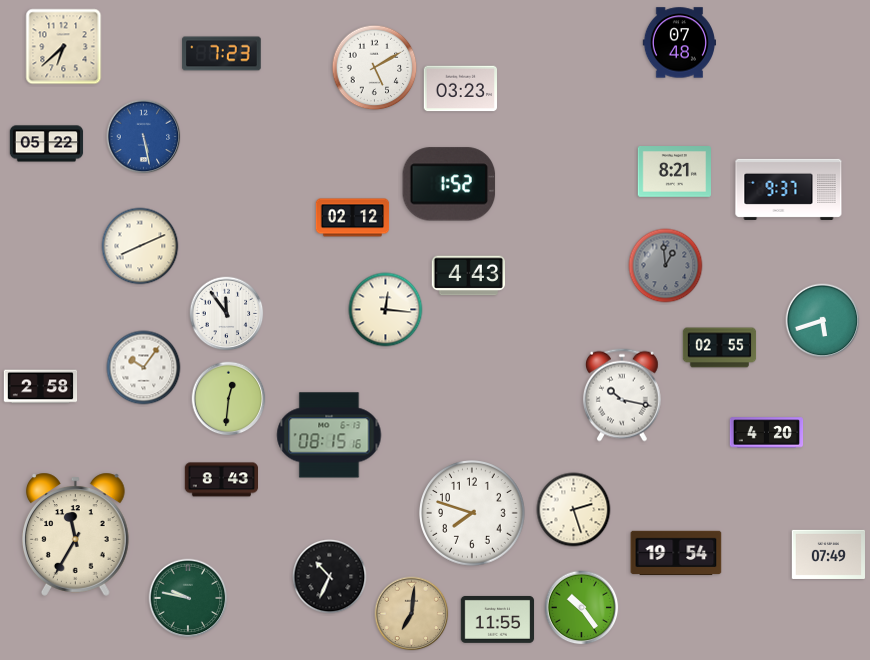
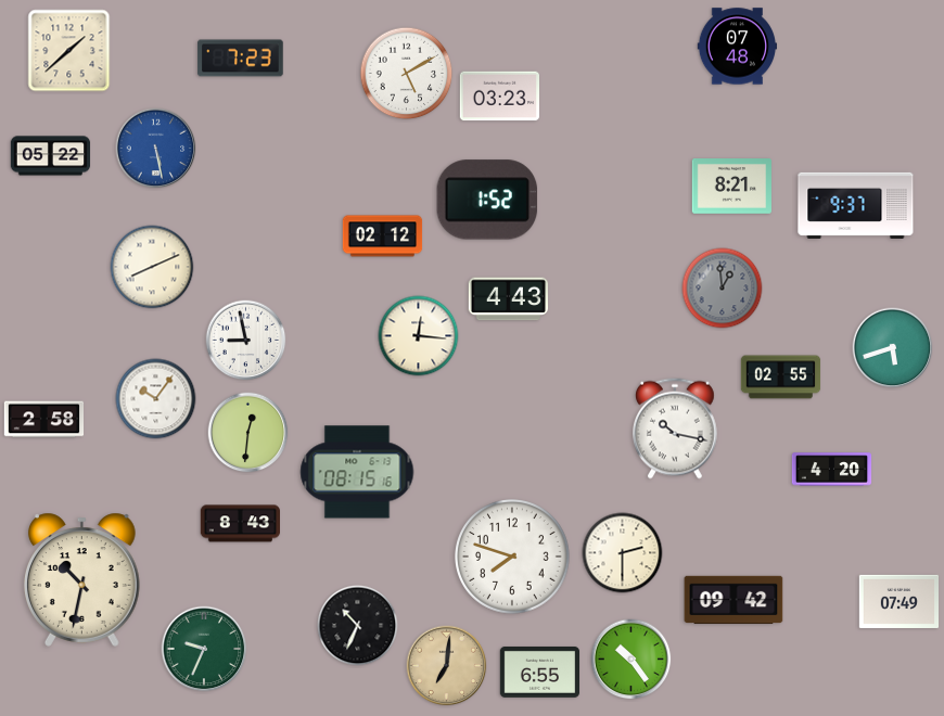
clock at (64, 47): 6:38 -> 1:38
clock at (227, 314): 11:54 -> 8:58
clock at (221, 480) position: (221, 480) -> (240, 524)
clock at (574, 510): 2:27 -> 2:30
clock at (76, 534): 11:35 -> 10:32
clock at (676, 553): 19:54 -> 09:42
clock at (188, 598): 9:47 -> 9:34
clock at (498, 619): 11:55 -> 6:55
